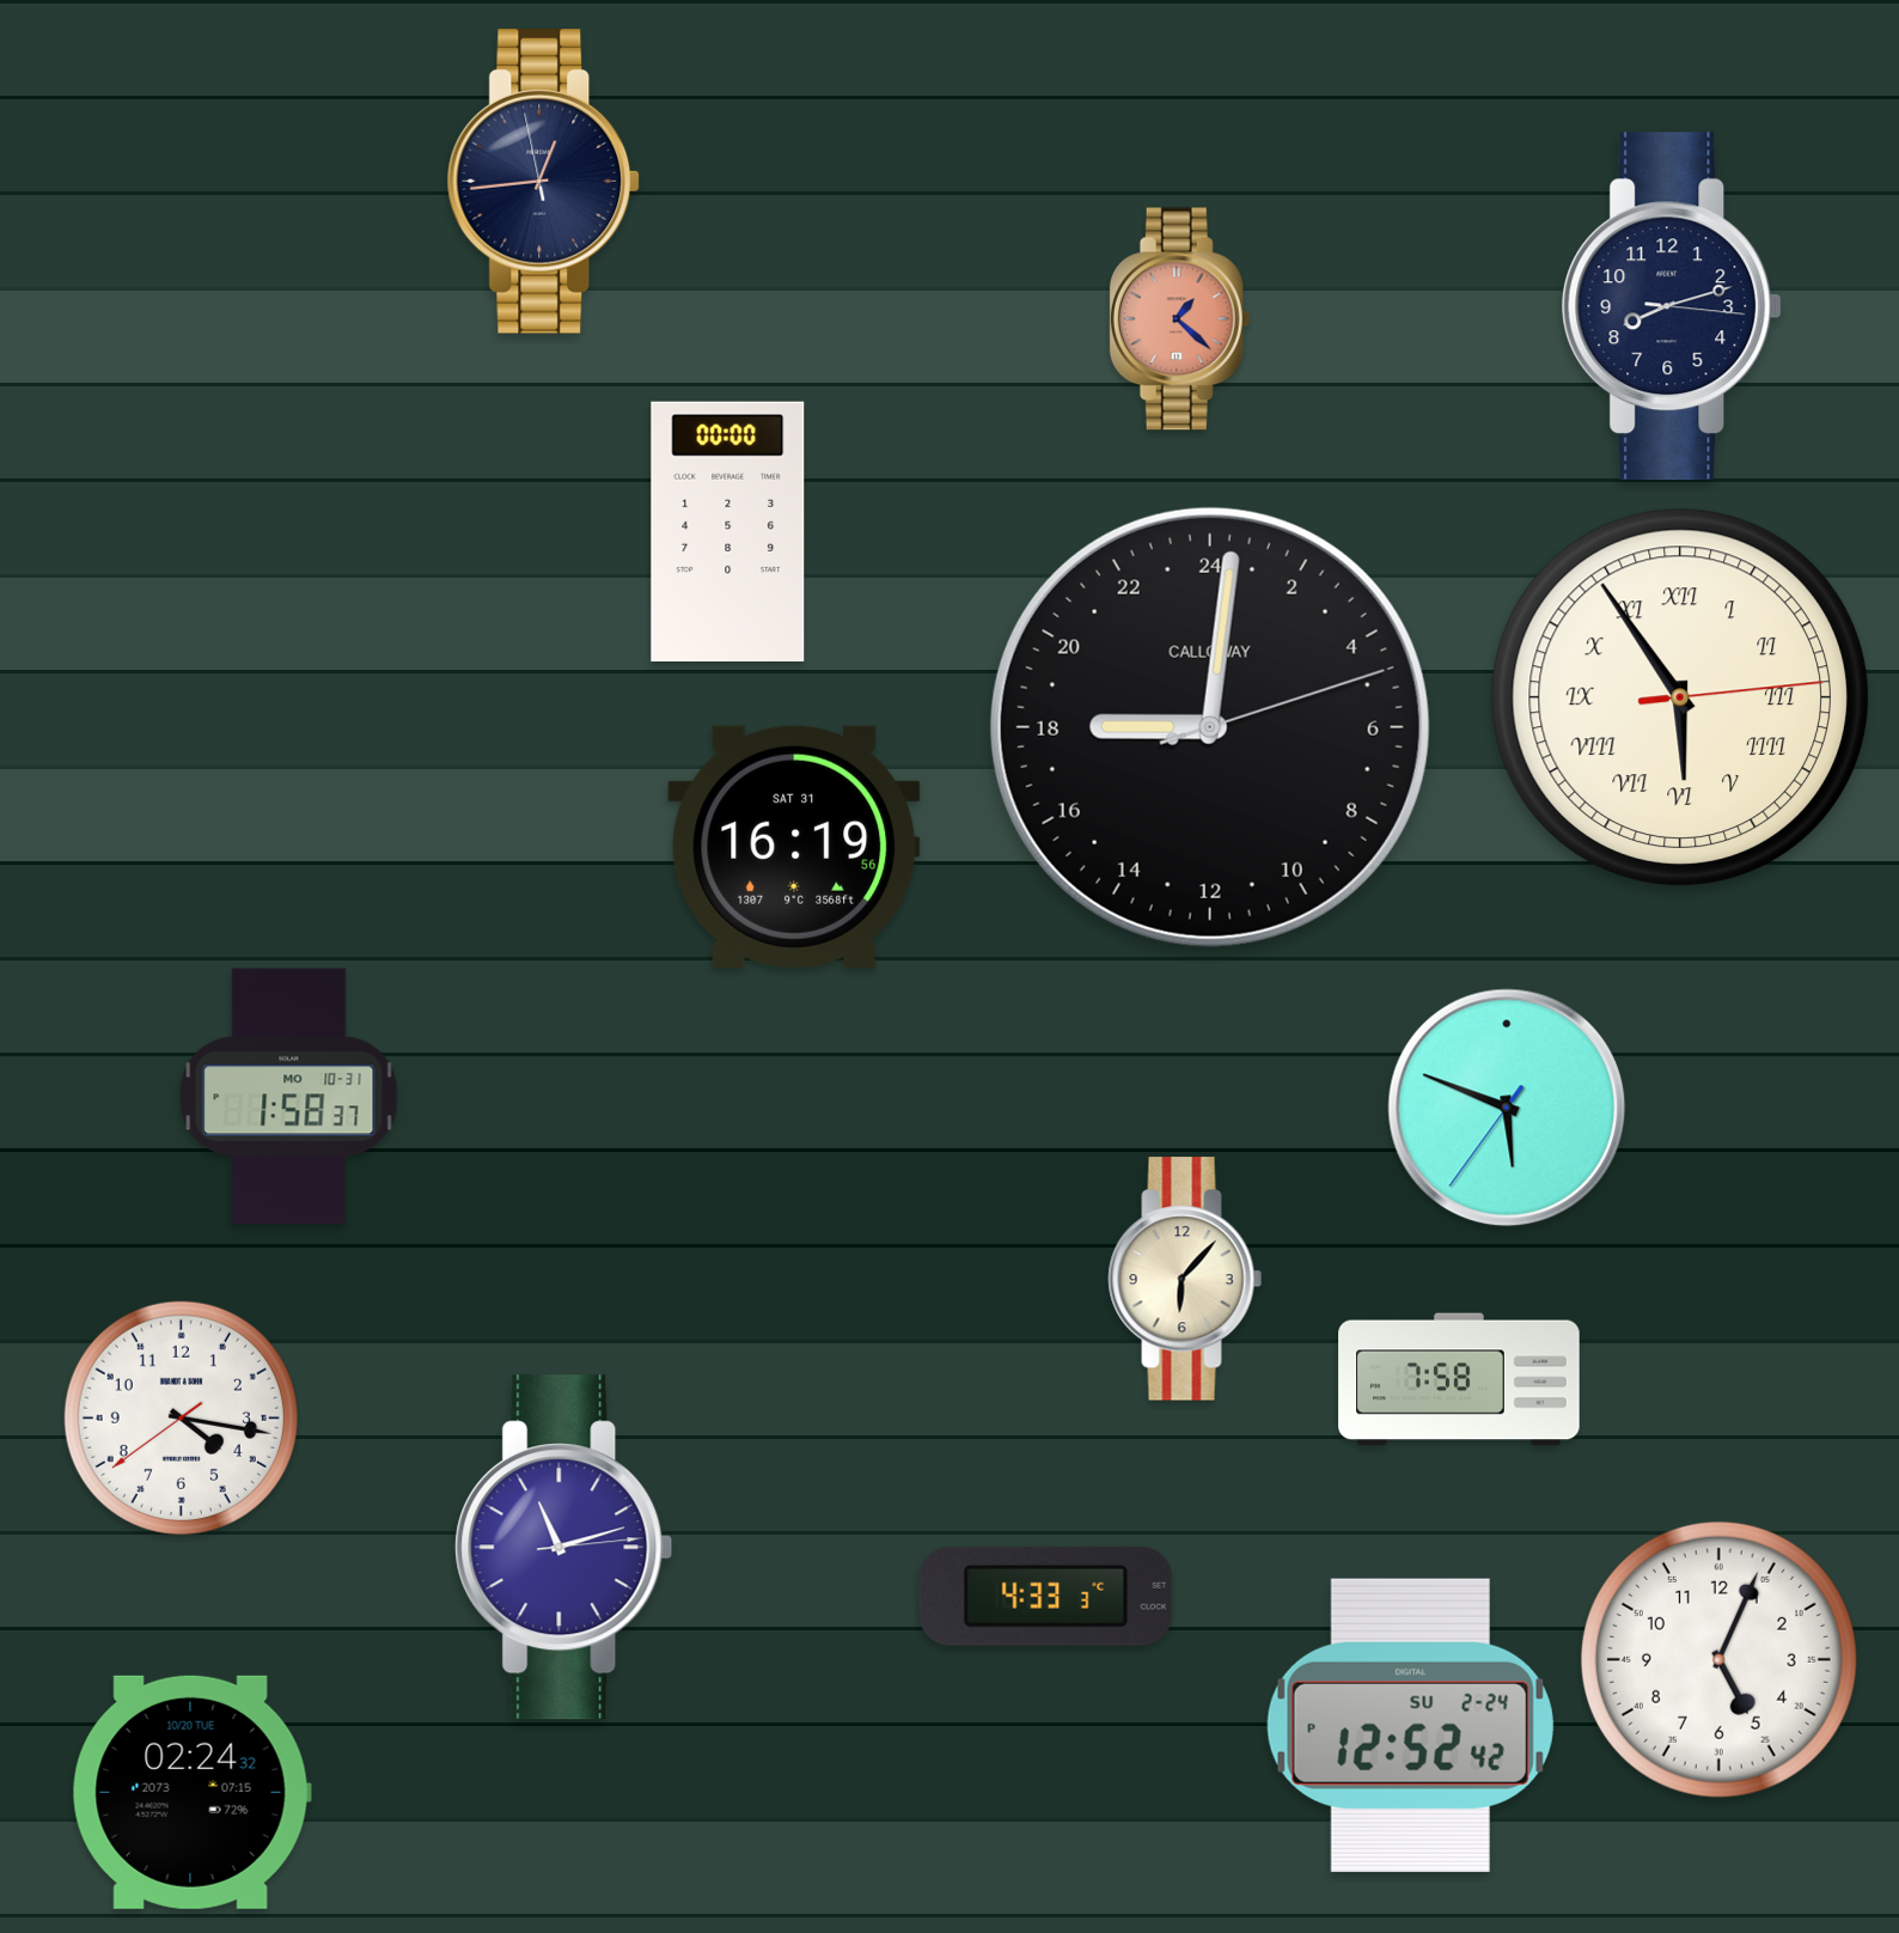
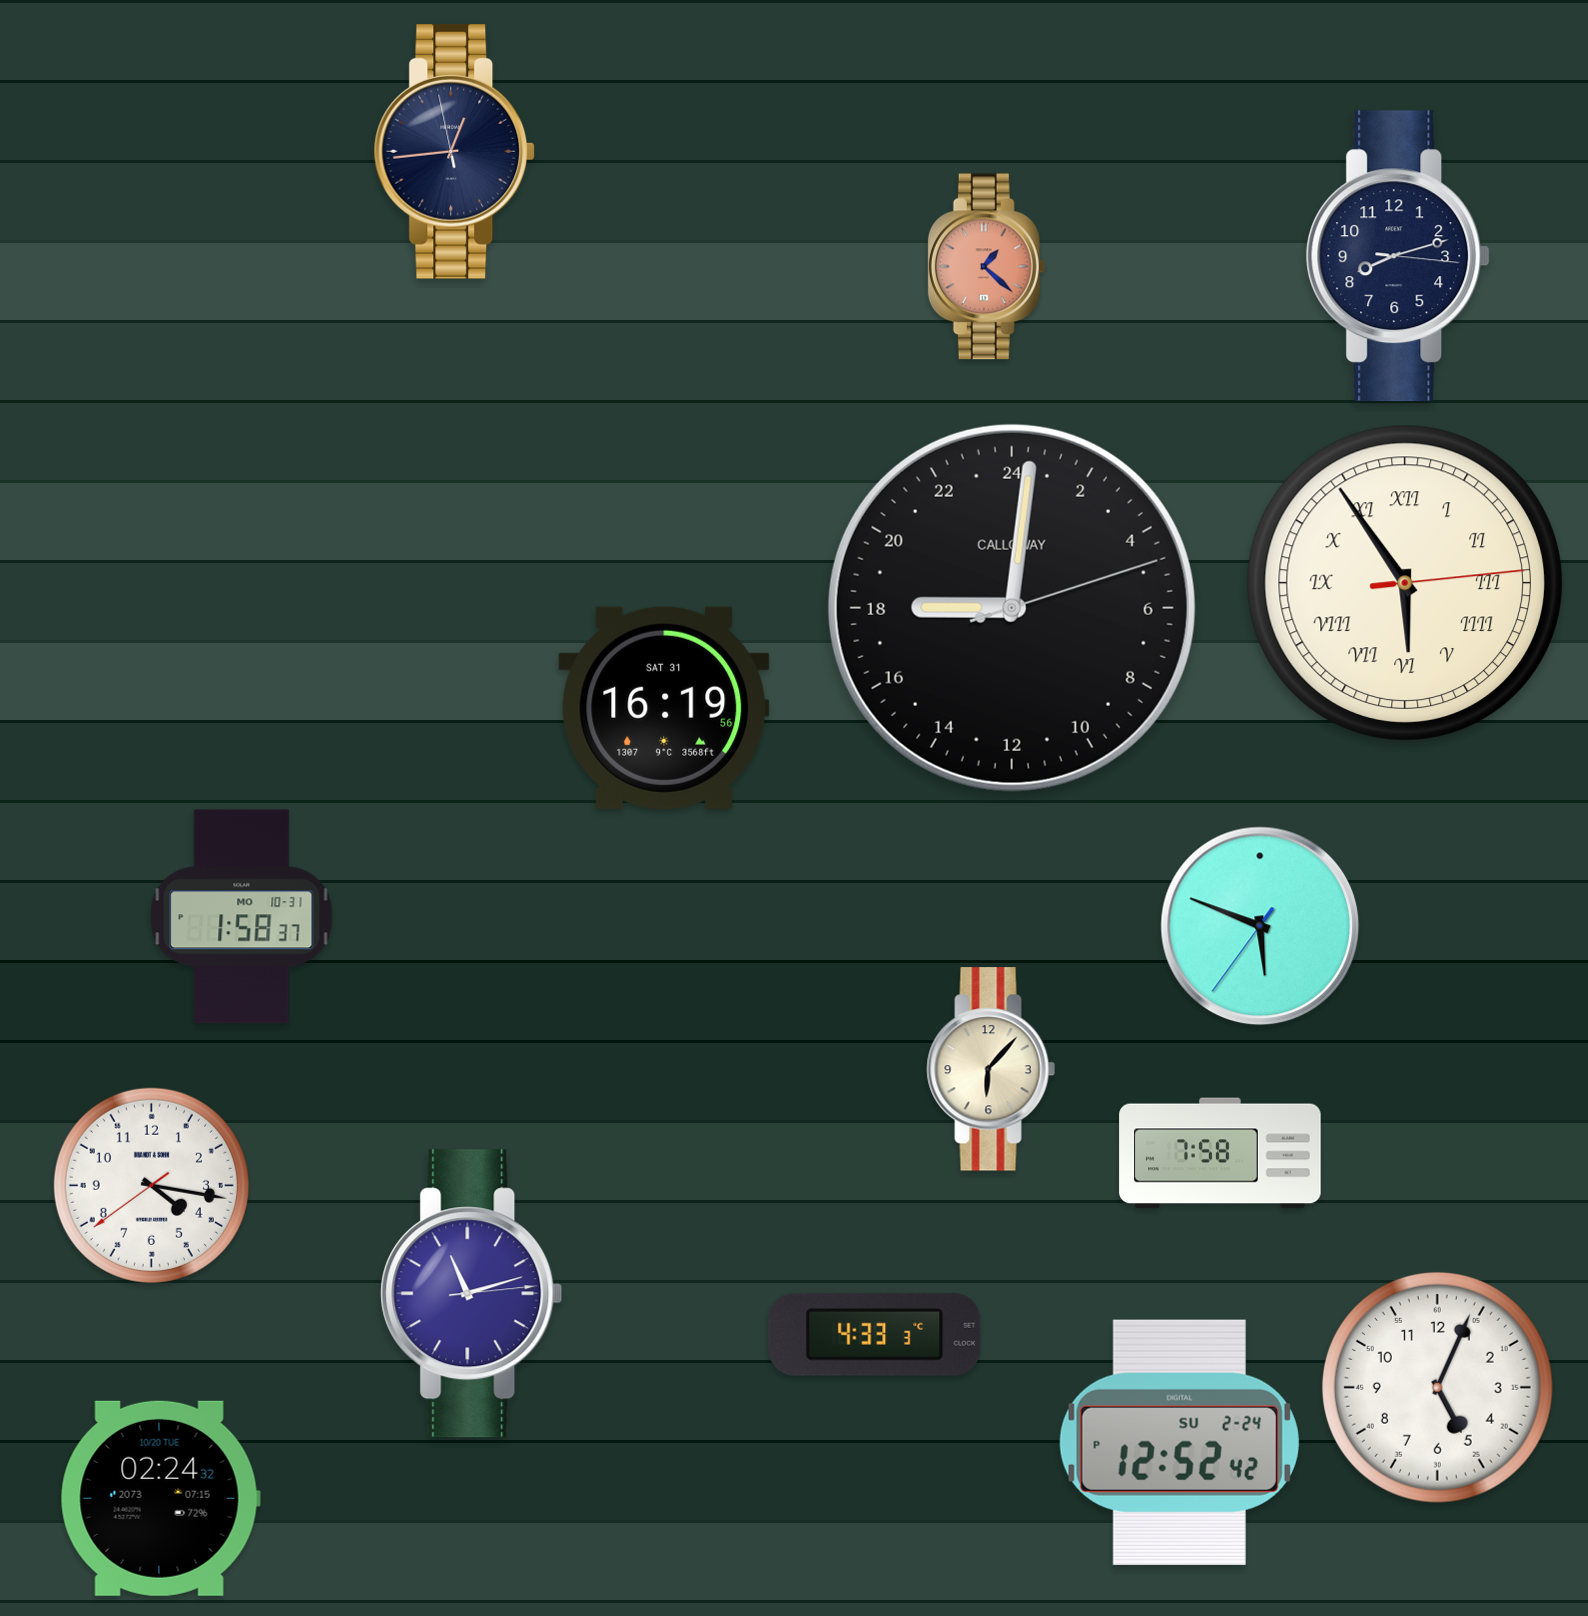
clock at (728, 531): 00:00 -> none
